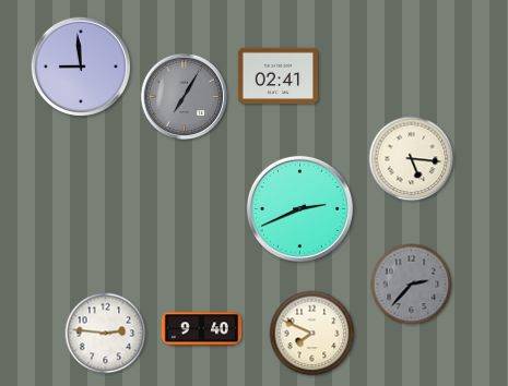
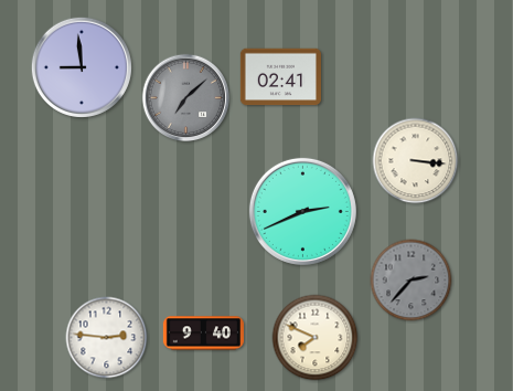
clock at (185, 97): 7:05 -> 7:08
clock at (412, 159): 5:16 -> 3:16
clock at (412, 285) position: (412, 285) -> (412, 281)
